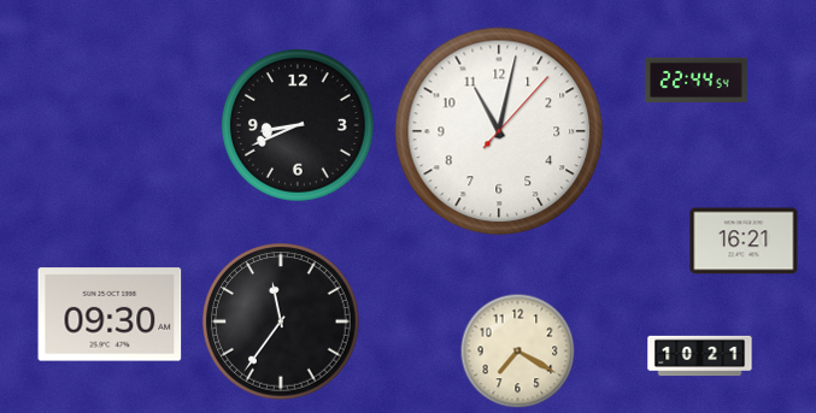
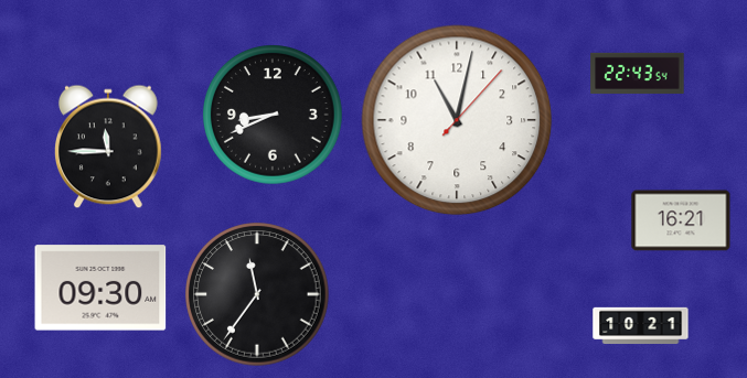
clock at (697, 79): 22:44 -> 22:43
clock at (109, 147): none -> 11:45
clock at (518, 352): 7:20 -> none
